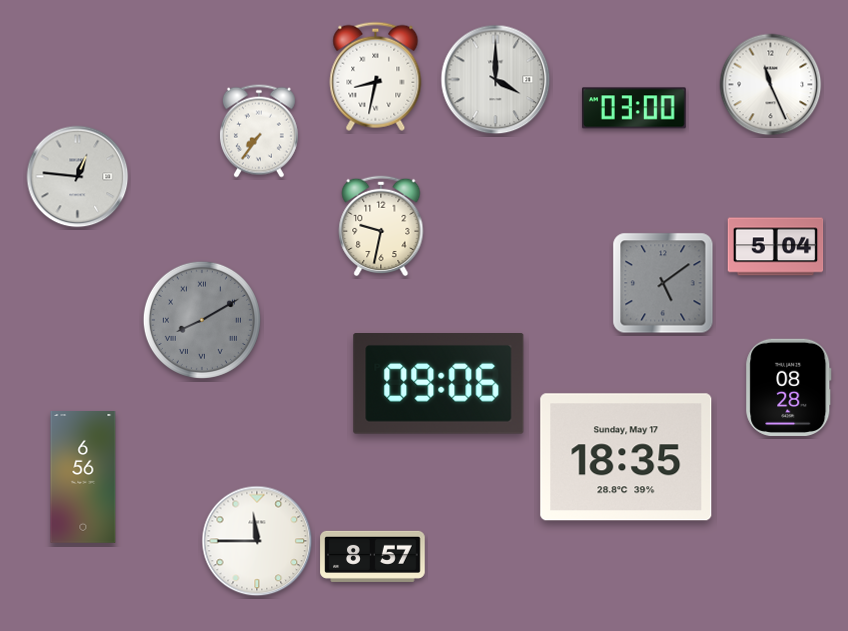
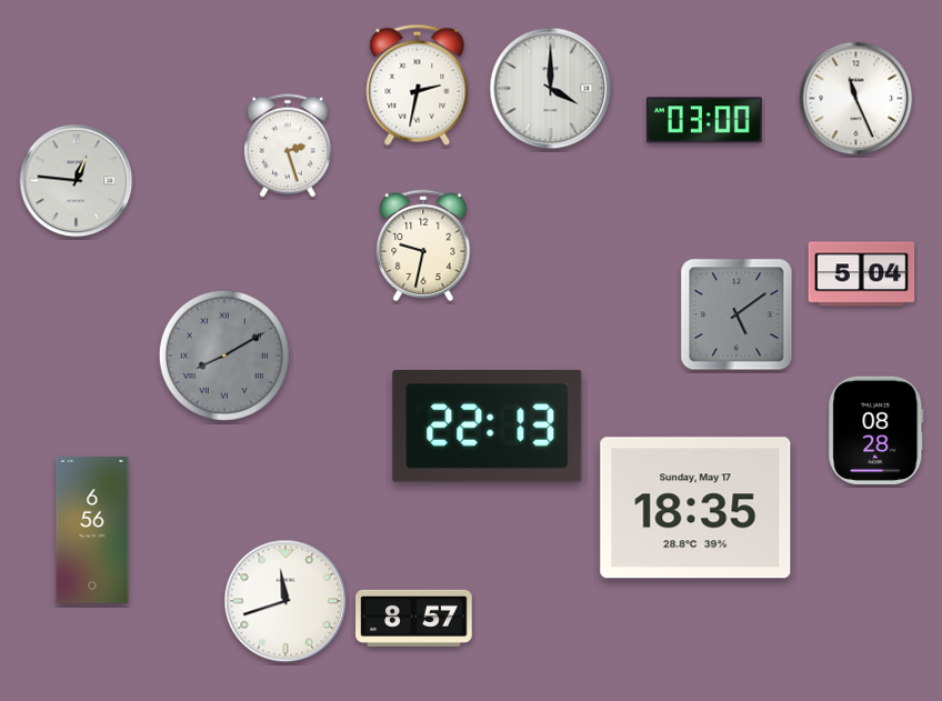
clock at (376, 76): 8:32 -> 2:32
clock at (771, 85) position: (771, 85) -> (856, 99)
clock at (259, 131): 7:36 -> 2:27
clock at (78, 177) position: (78, 177) -> (77, 181)
clock at (381, 226) position: (381, 226) -> (423, 246)
clock at (439, 384): 09:06 -> 22:13
clock at (257, 541): 11:45 -> 11:42
